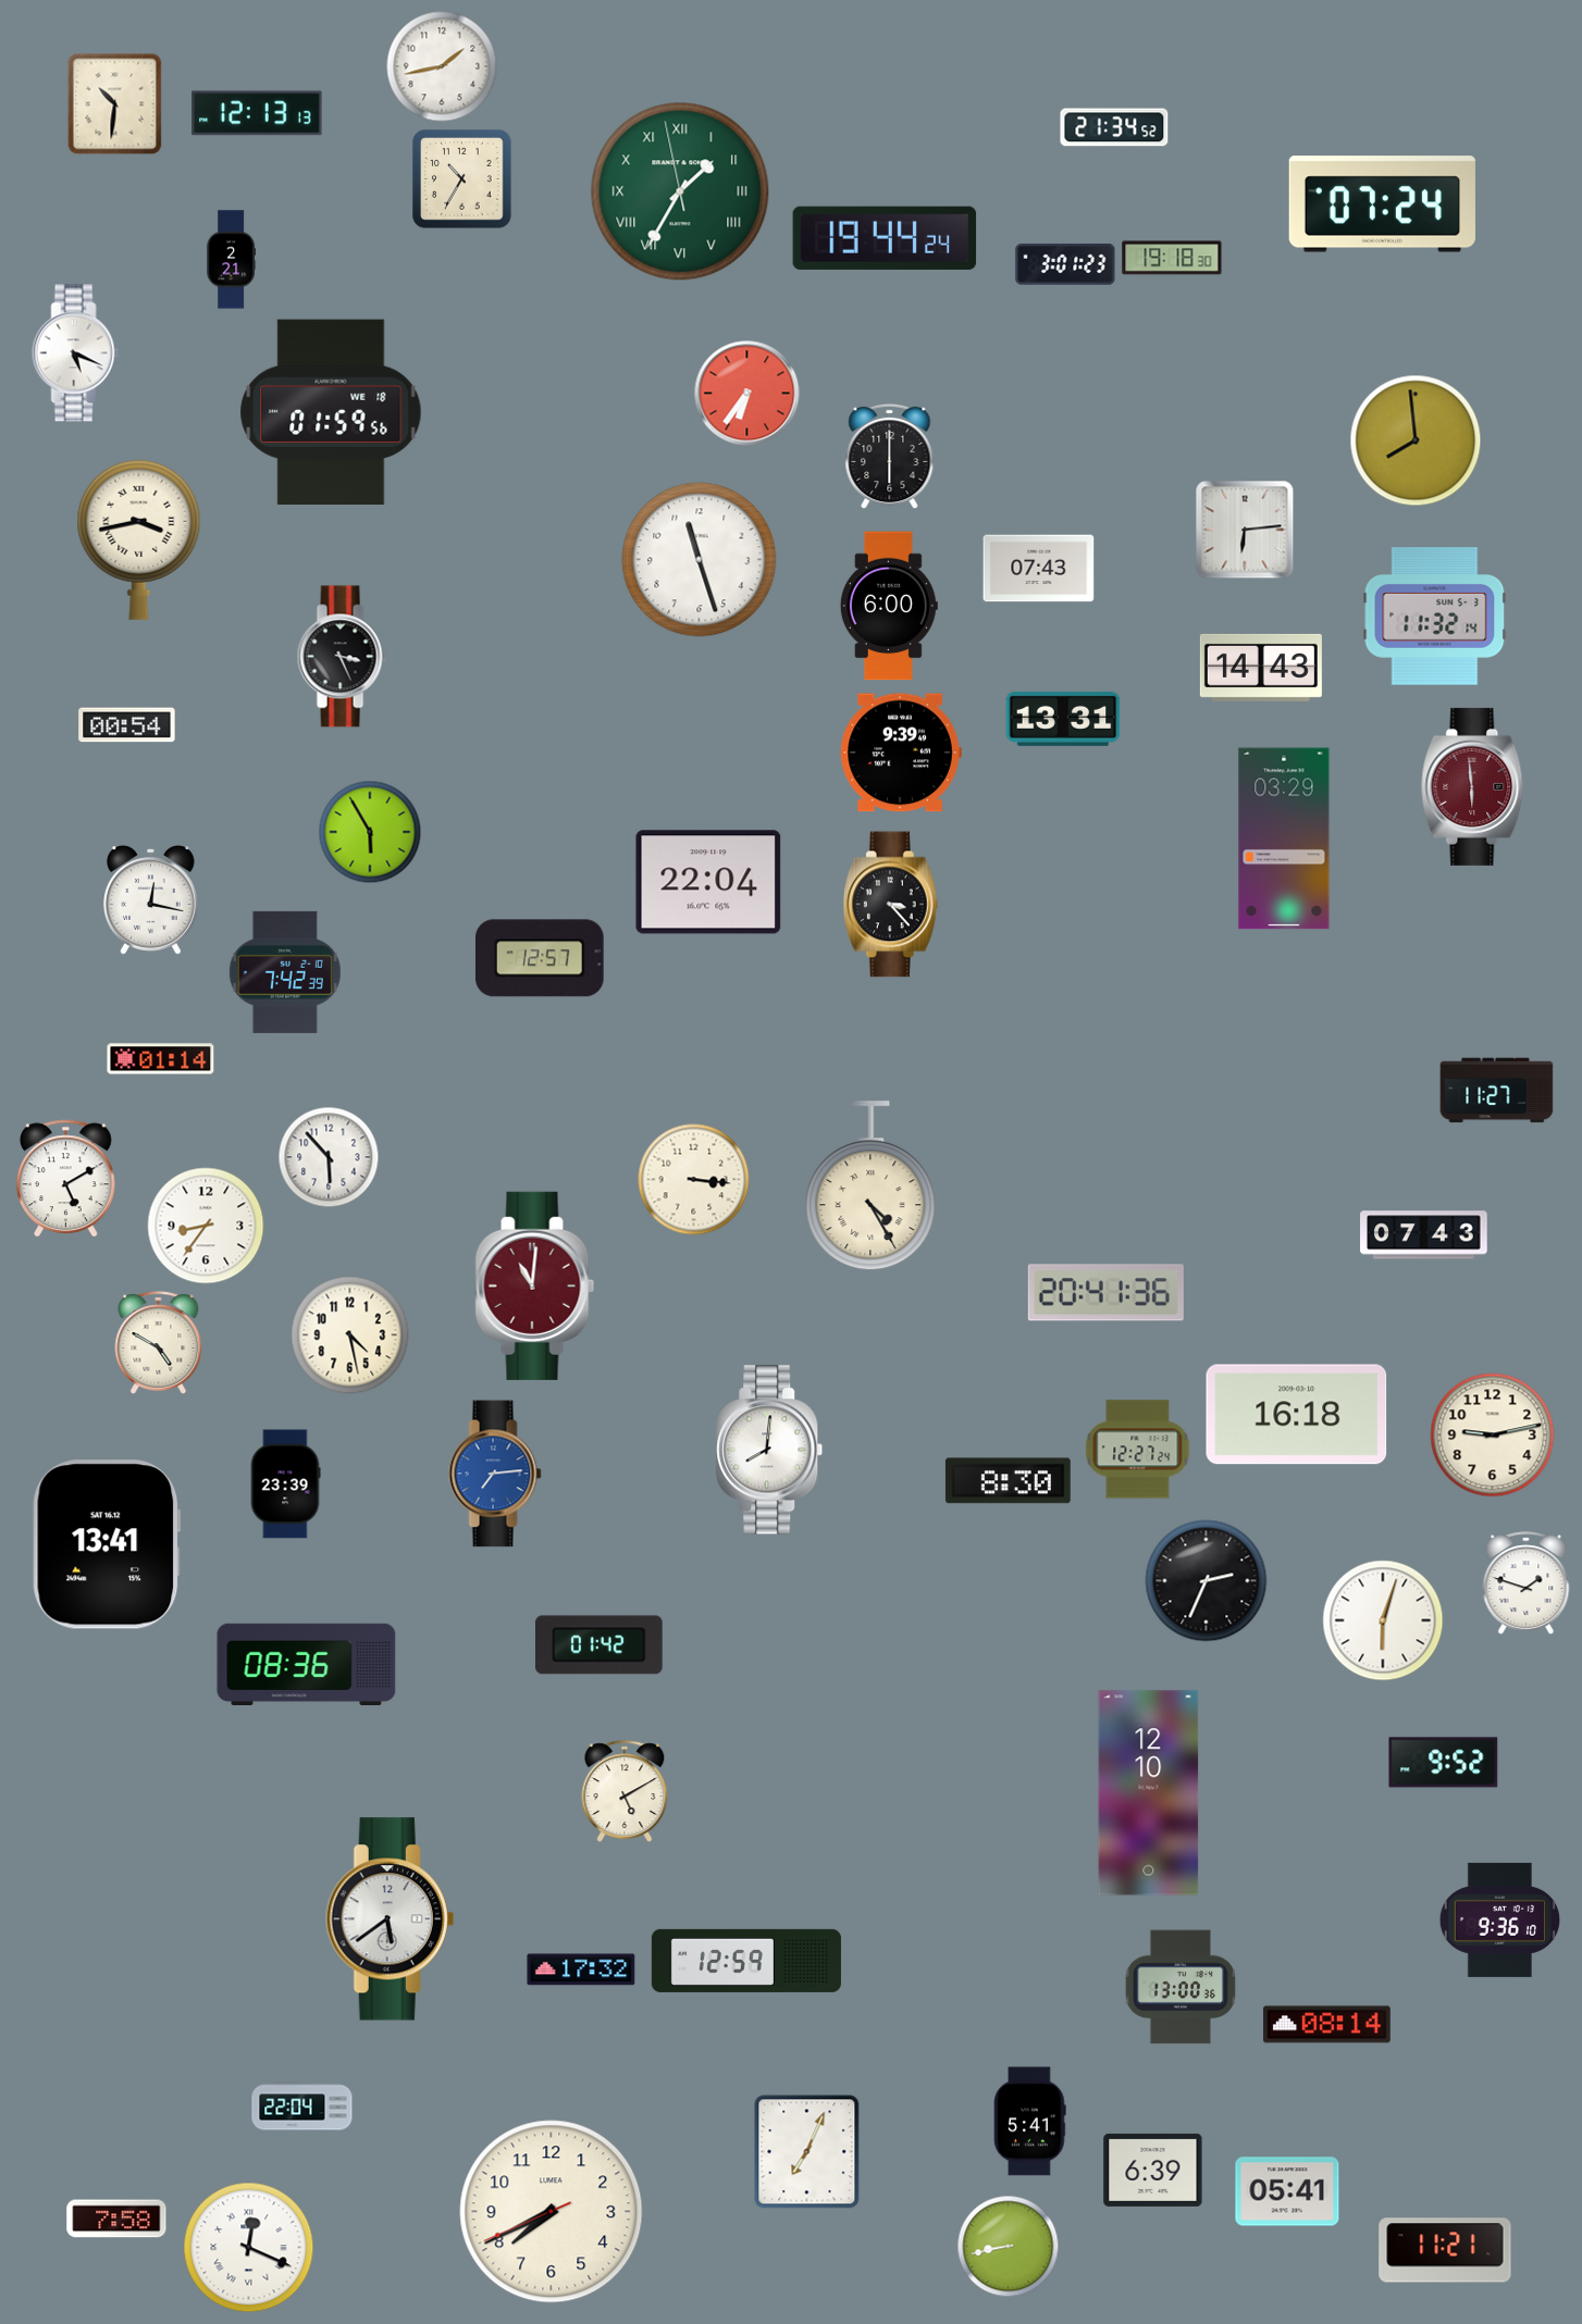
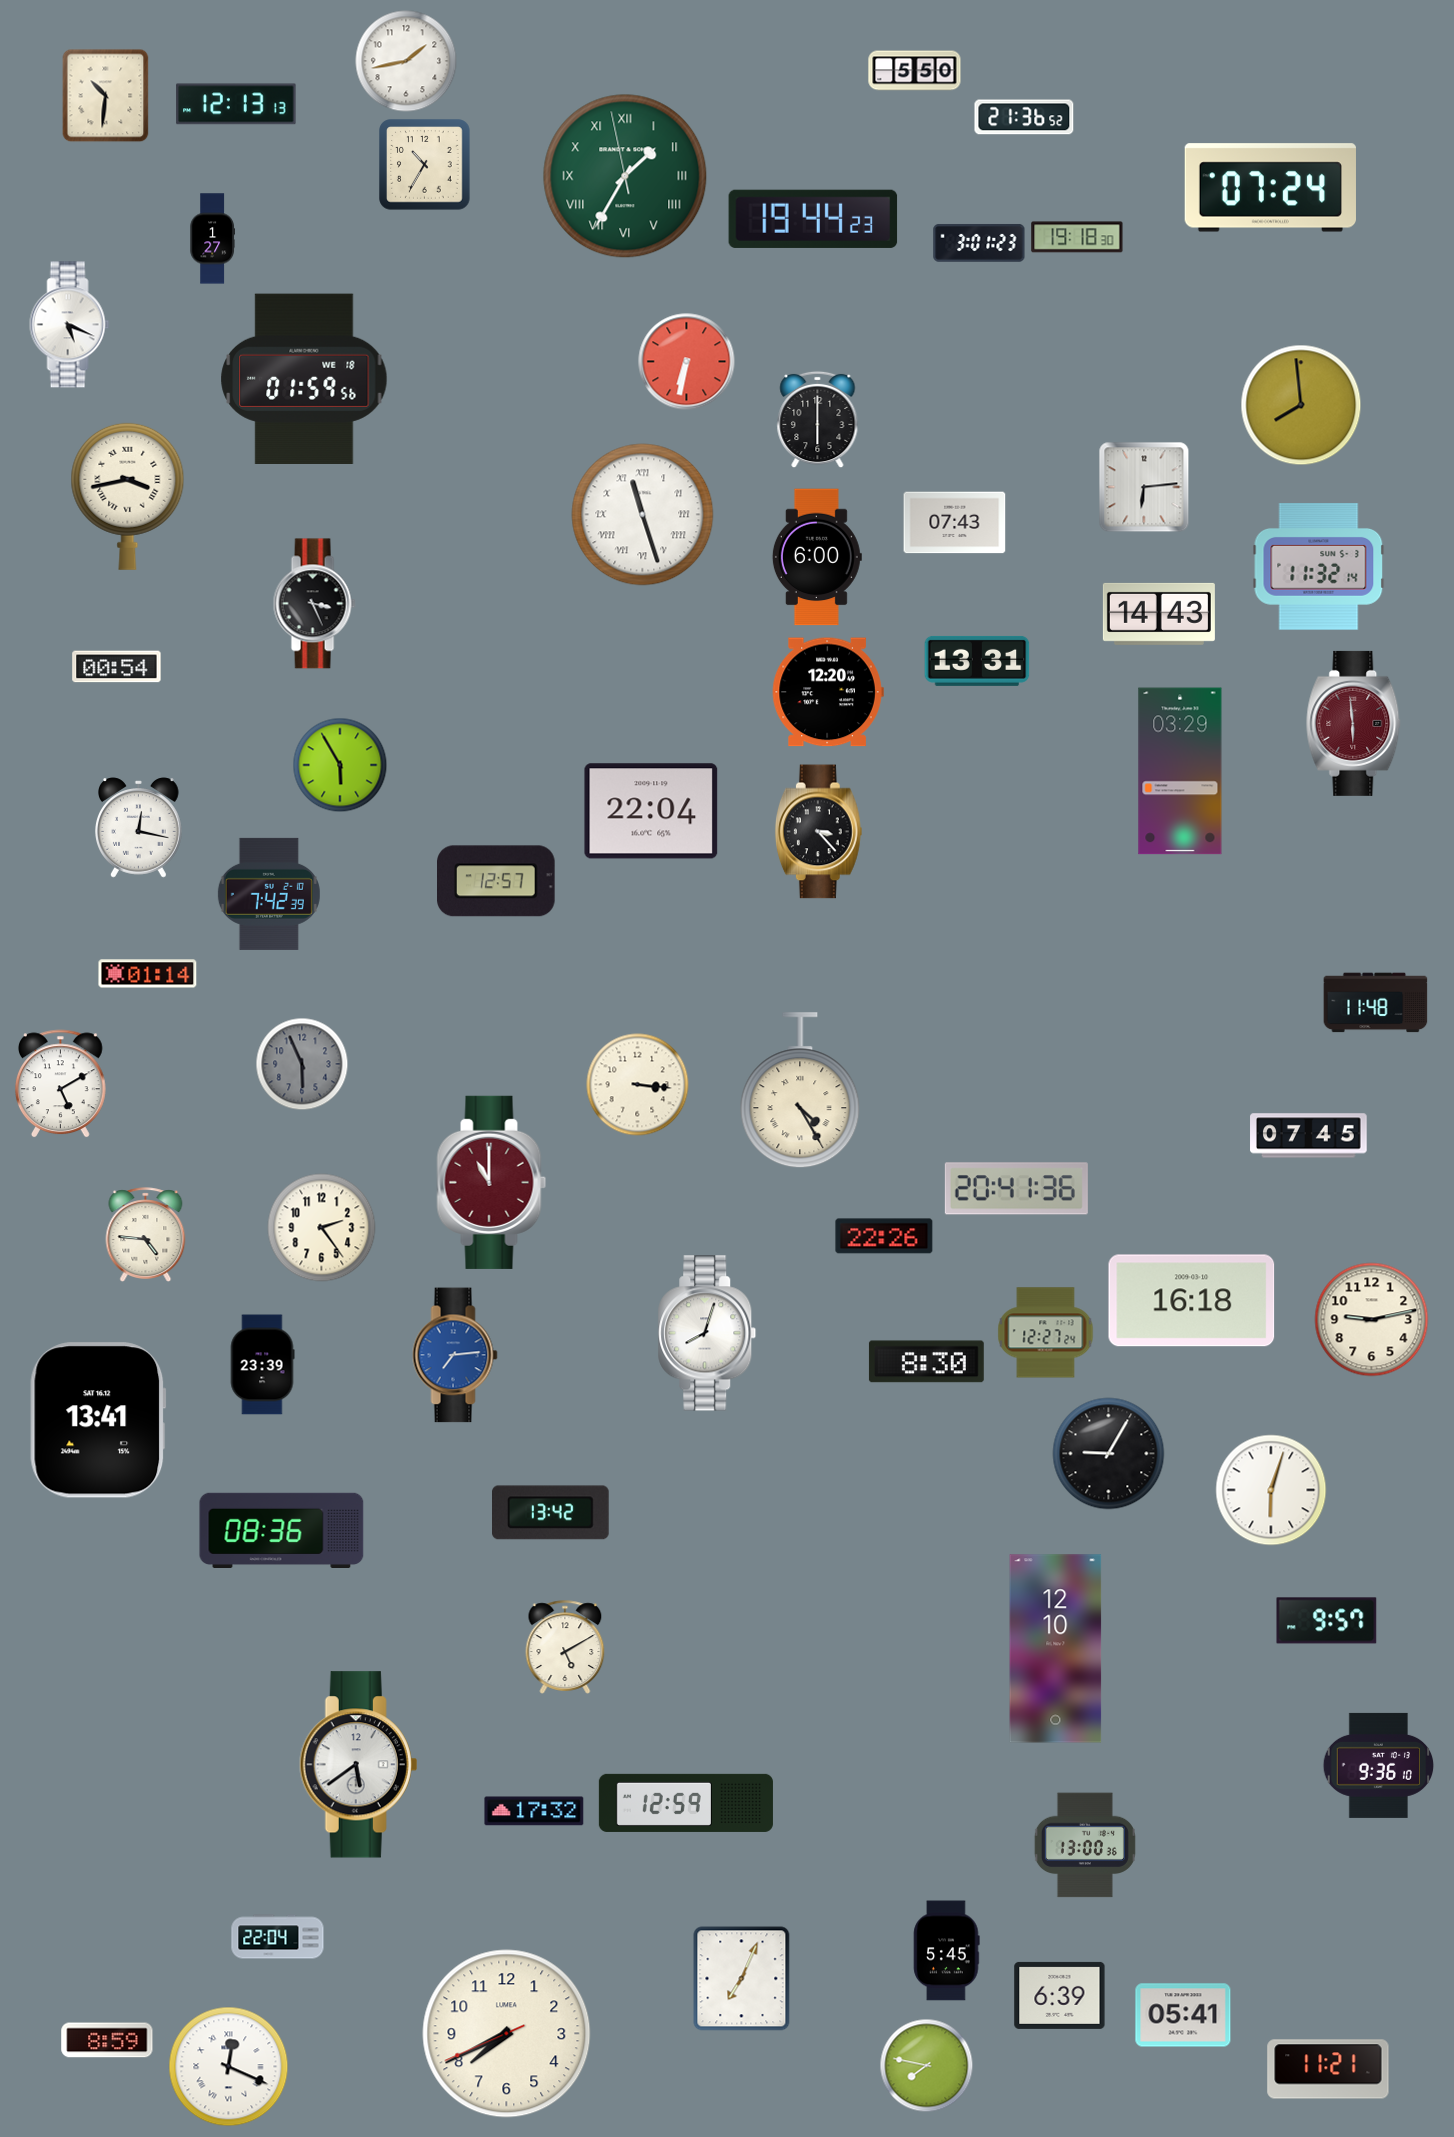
clock at (915, 71): none -> 5:50
clock at (1114, 127): 21:34 -> 21:36
clock at (885, 238): 19:44:24 -> 19:44:23
clock at (231, 260): 2:21 -> 1:27
clock at (747, 394): 6:36 -> 6:32
clock at (700, 560) numerals: Arabic -> Roman
clock at (901, 753): 9:39 -> 12:20
clock at (285, 972) position: (285, 972) -> (269, 894)
clock at (1497, 1091): 11:27 -> 11:48
clock at (329, 1157): 5:53 -> 5:56
clock at (329, 1157) dial: white -> grey
clock at (206, 1226): 8:36 -> none
clock at (1424, 1235): 07:43 -> 07:45
clock at (535, 1285): 11:01 -> 11:00
clock at (350, 1335): 4:28 -> 2:24
clock at (159, 1343): 4:50 -> 4:46
clock at (884, 1236): none -> 22:26
clock at (769, 1450): 8:01 -> 8:03
clock at (1207, 1581): 2:34 -> 9:05
clock at (1527, 1583): 1:48 -> none
clock at (600, 1645): 01:42 -> 13:42
clock at (1444, 1763): 9:52 -> 9:57
clock at (625, 1791) position: (625, 1791) -> (565, 1647)
clock at (1181, 1987) position: (1181, 1987) -> (1085, 1845)
clock at (1327, 2025): 08:14 -> none
clock at (1030, 2122): 5:41 -> 5:45
clock at (116, 2219): 7:58 -> 8:59
clock at (1009, 2247): 8:43 -> 7:47
